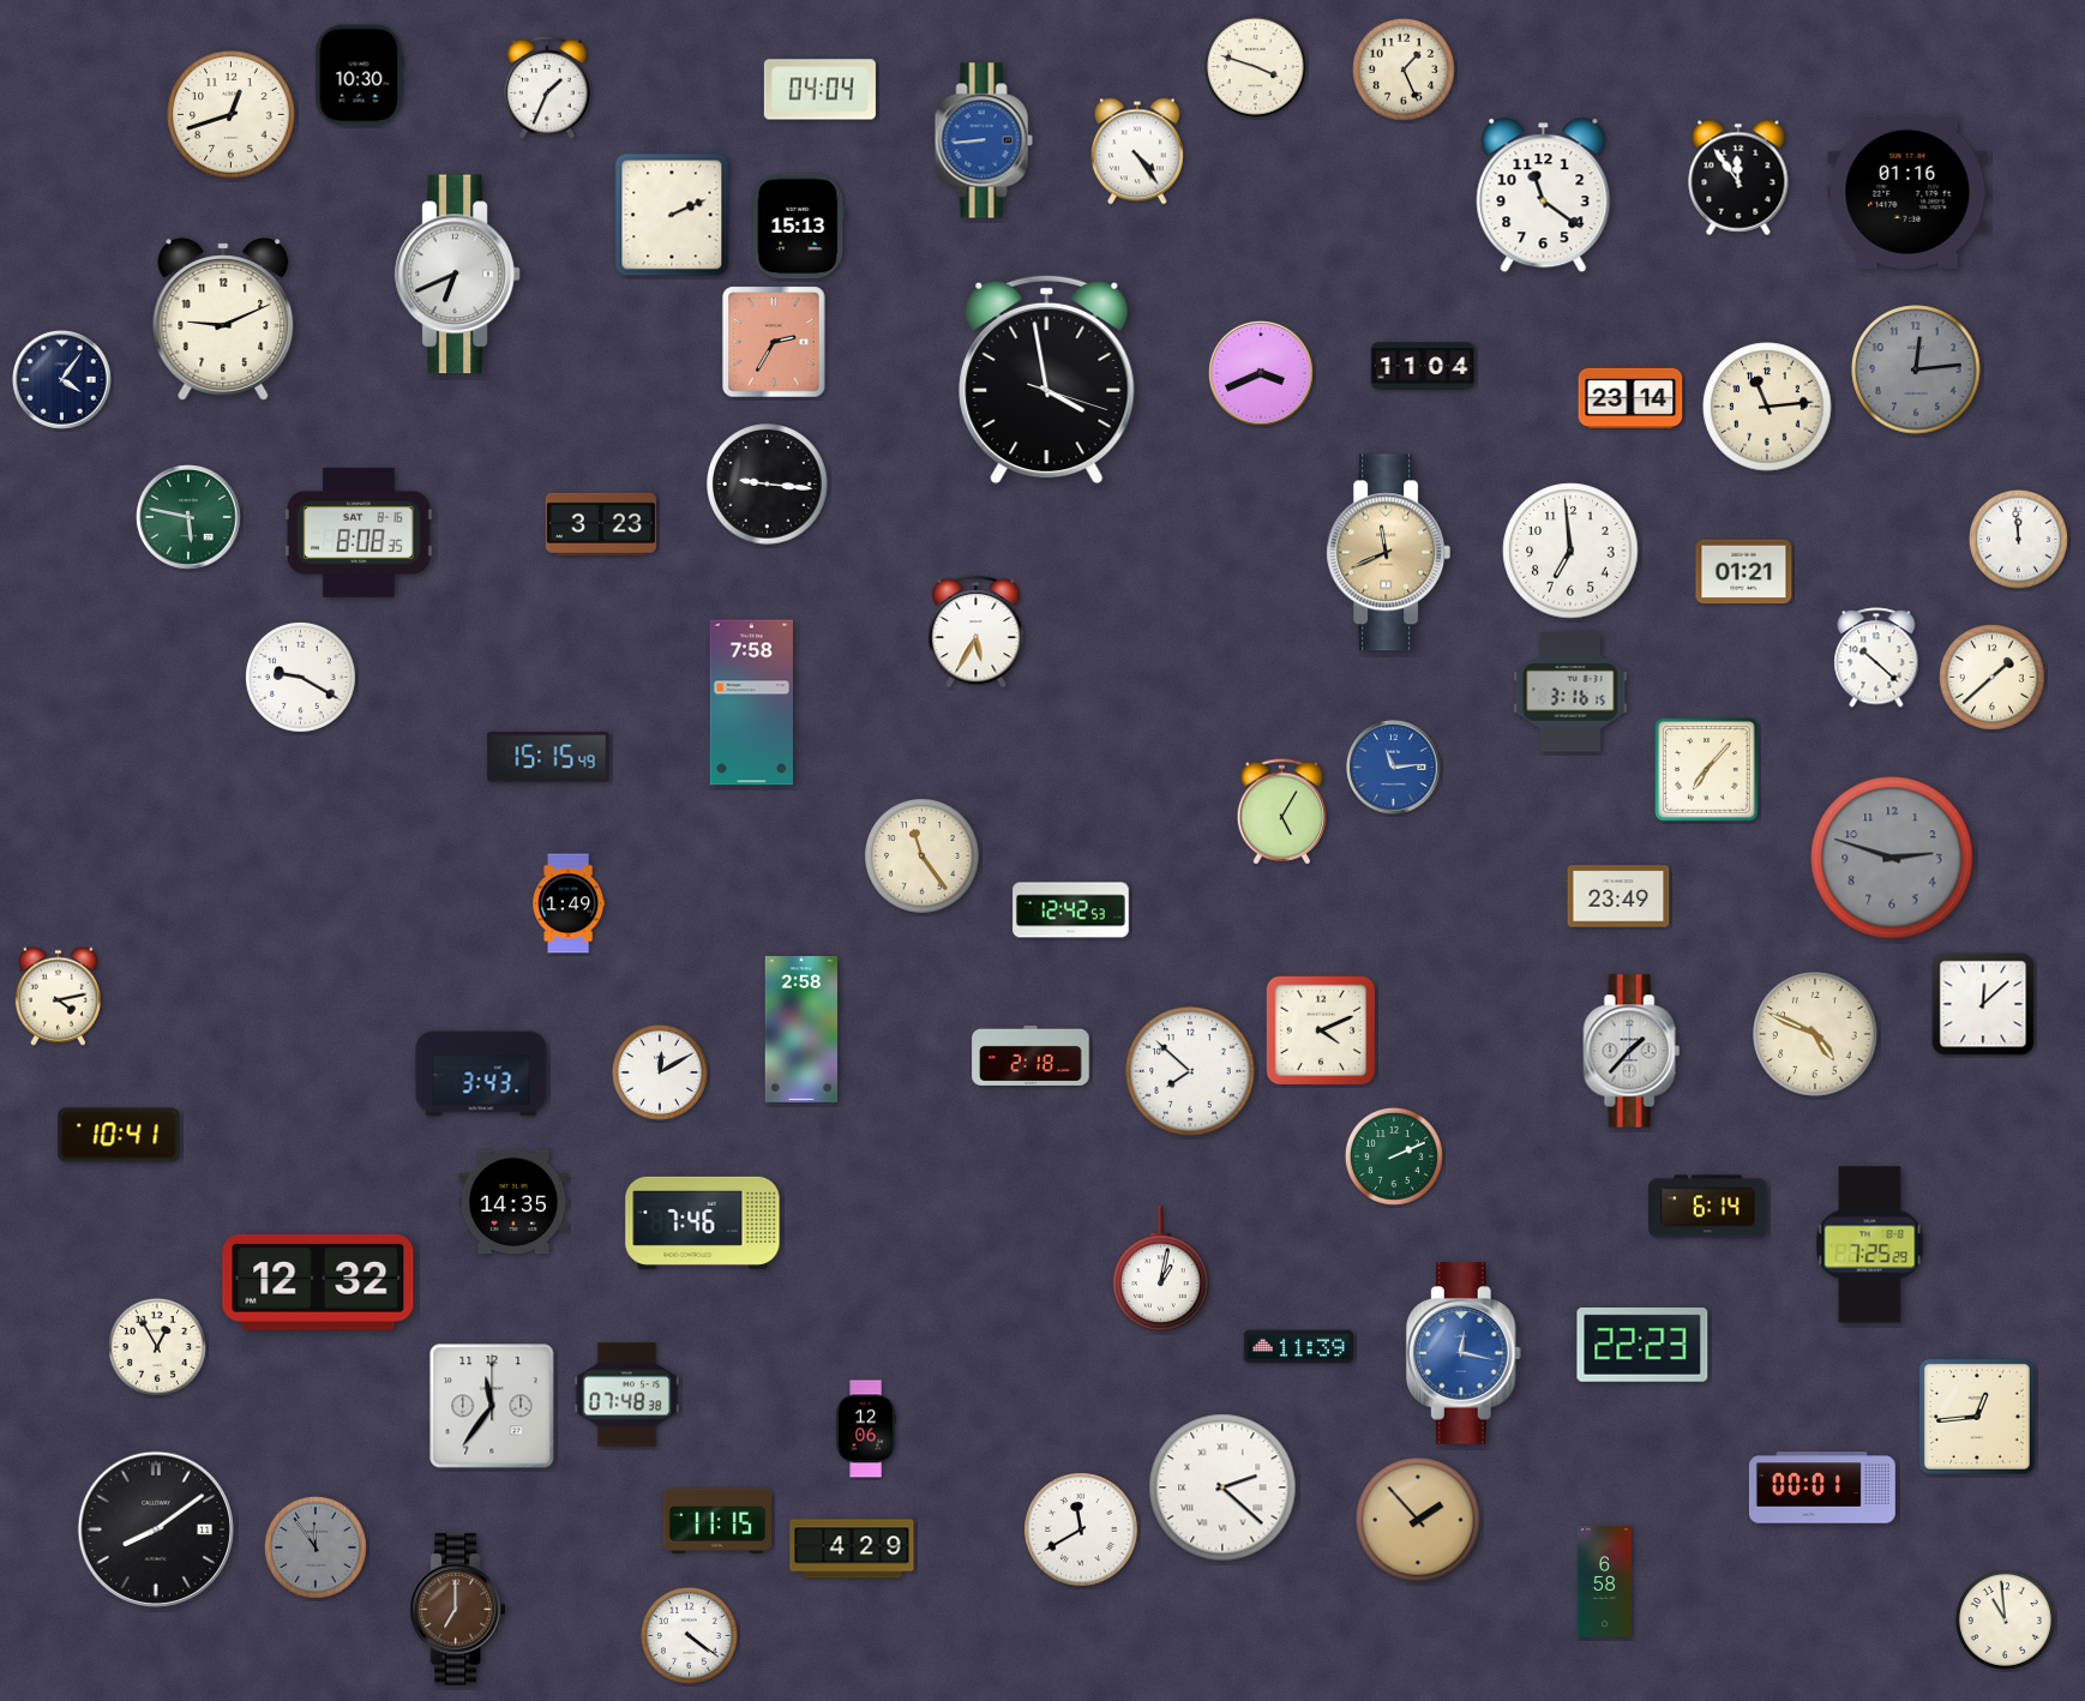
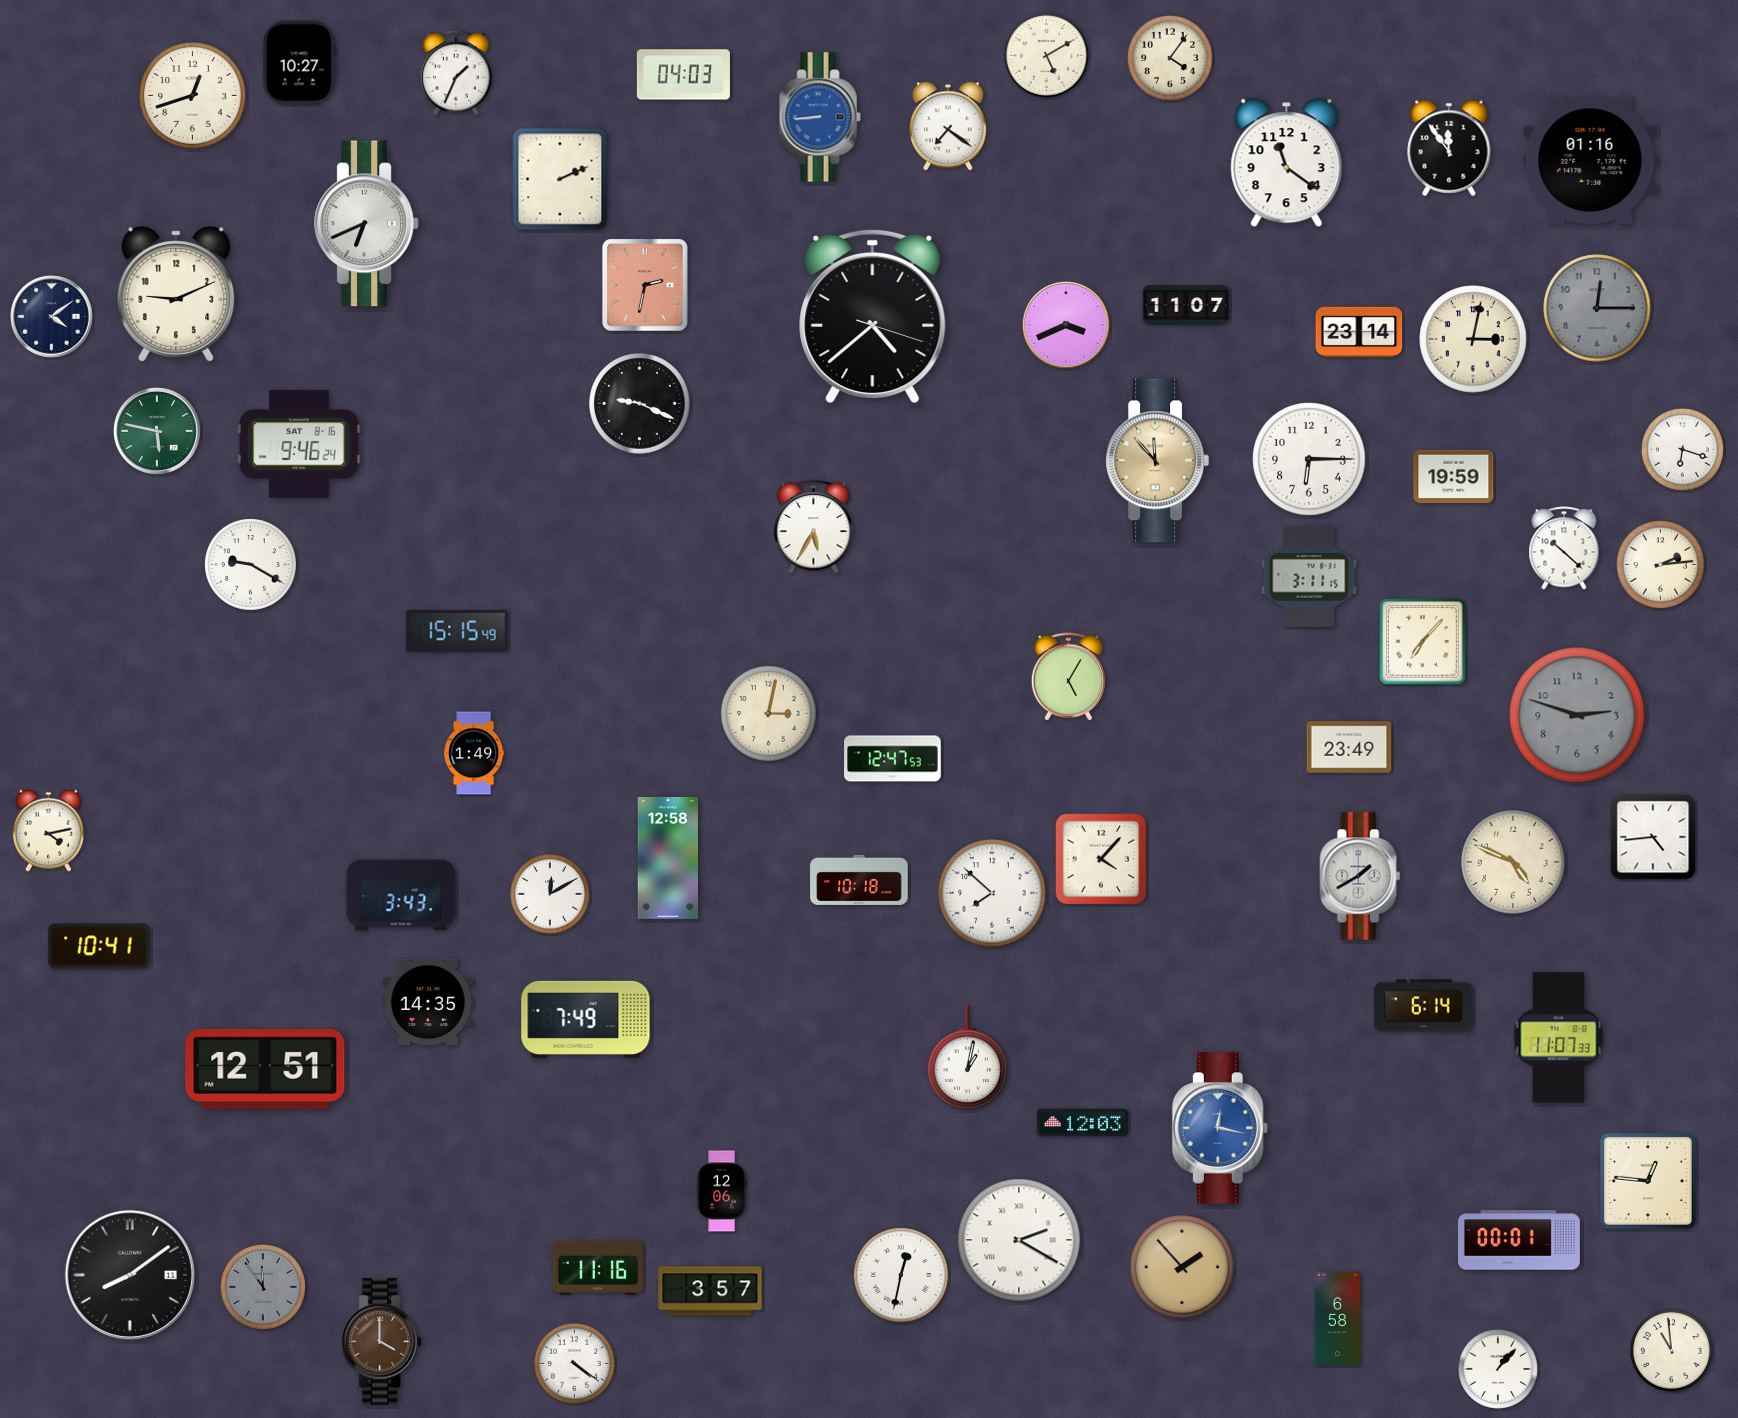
clock at (1255, 66): 3:48 -> 5:10
clock at (1404, 70): 1:26 -> 4:06
clock at (360, 76): 10:30 -> 10:27
clock at (819, 90): 04:04 -> 04:03
clock at (1137, 151): 4:24 -> 7:21
clock at (799, 227): 15:13 -> none
clock at (458, 275) position: (458, 275) -> (367, 224)
clock at (223, 319) position: (223, 319) -> (176, 294)
clock at (774, 342): 2:35 -> 2:32
clock at (1423, 366): 11:04 -> 11:07
clock at (1916, 369): 12:14 -> 12:15
clock at (1261, 374) position: (1261, 374) -> (1066, 326)
clock at (1047, 379): 3:58 -> 4:38
clock at (62, 380): 4:06 -> 4:09
clock at (1767, 407): 11:14 -> 3:02
clock at (768, 485): 9:16 -> 9:19
clock at (601, 524): 3:23 -> none
clock at (359, 533): 8:08 -> 9:46
clock at (2018, 539): 11:59 -> 6:18
clock at (1570, 551): 6:59 -> 6:15
clock at (1388, 553): 11:41 -> 11:53
clock at (1744, 572): 01:21 -> 19:59
clock at (1991, 677): 1:38 -> 2:14
clock at (1570, 692): 3:16 -> 3:11
clock at (751, 703): 7:58 -> none
clock at (1394, 768): 11:14 -> none
clock at (923, 856): 11:24 -> 3:02
clock at (1071, 910): 12:42 -> 12:47
clock at (1983, 1004): 12:08 -> 4:44
clock at (801, 1029): 2:58 -> 12:58
clock at (1321, 1030): 4:11 -> 4:07
clock at (1632, 1051): 1:37 -> 1:40
clock at (1031, 1056): 2:18 -> 10:18
clock at (1394, 1156): 2:11 -> none
clock at (703, 1222): 7:46 -> 7:49
clock at (1870, 1245): 7:25 -> 11:07
clock at (318, 1282): 12:32 -> 12:51
clock at (1642, 1345): 22:23 -> none
clock at (157, 1347): 12:55 -> none
clock at (1298, 1347): 11:39 -> 12:03
clock at (627, 1395): 07:48 -> none
clock at (492, 1406): 11:36 -> none
clock at (1977, 1417): 12:44 -> 12:46
clock at (1222, 1487): 2:22 -> 2:20
clock at (716, 1520): 11:15 -> 11:16
clock at (1082, 1531): 11:40 -> 12:32
clock at (316, 1547) position: (316, 1547) -> (263, 1287)
clock at (852, 1549): 4:29 -> 3:57
clock at (458, 1610): 7:00 -> 4:00
clock at (1498, 1369): none -> 1:07
